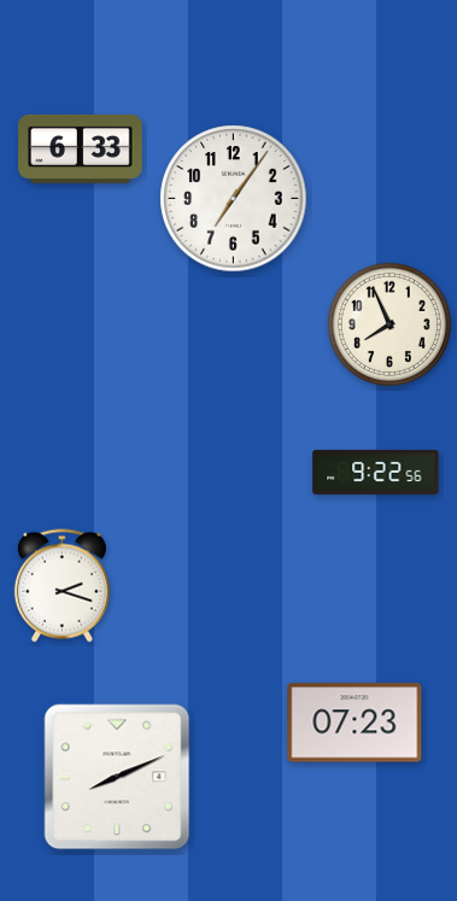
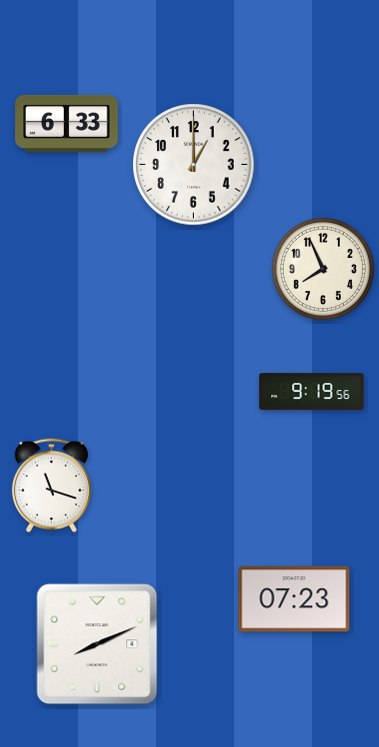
clock at (234, 199): 7:06 -> 1:00
clock at (376, 472): 9:22 -> 9:19
clock at (61, 586): 2:18 -> 11:18
